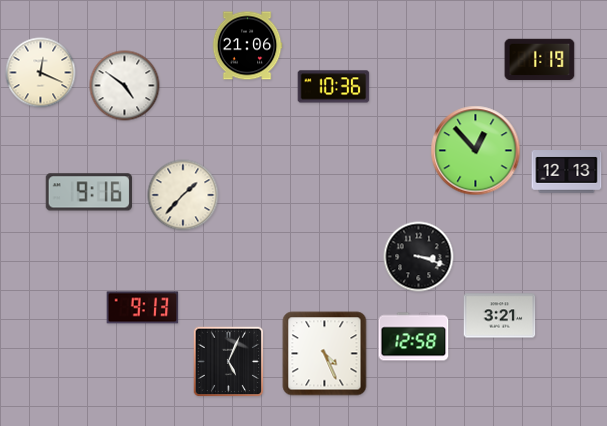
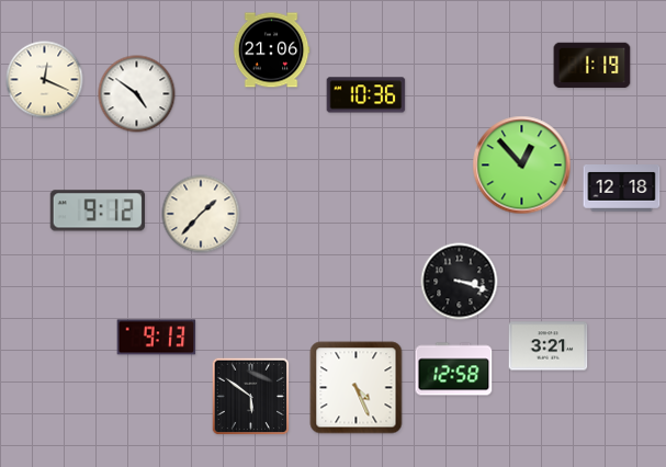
clock at (567, 172): 12:13 -> 12:18
clock at (89, 192): 9:16 -> 9:12
clock at (229, 362): 5:04 -> 5:51
